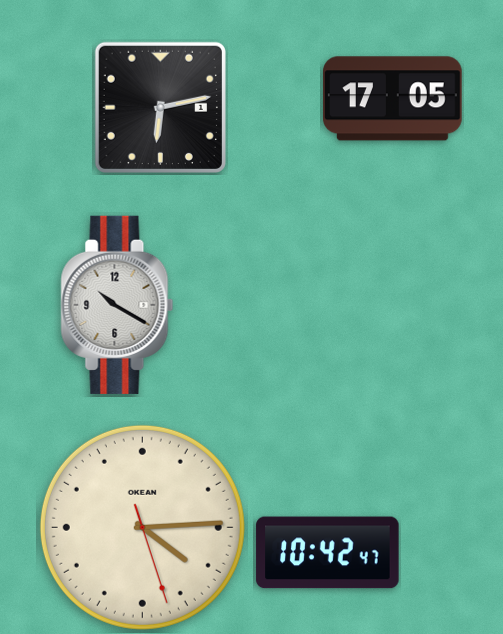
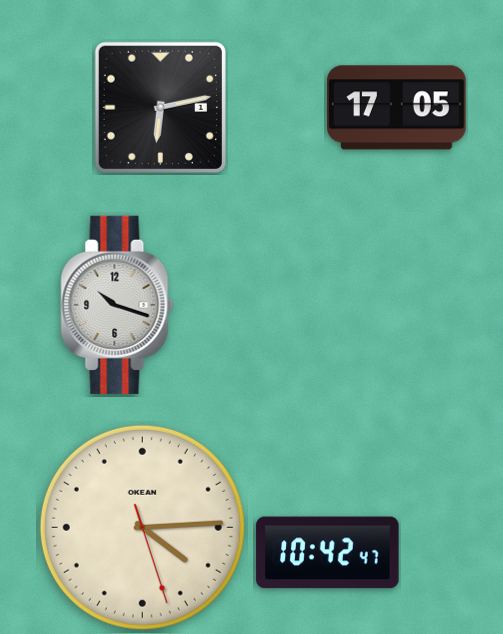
clock at (393, 99) position: (393, 99) -> (397, 108)
clock at (117, 305): 10:20 -> 10:18
